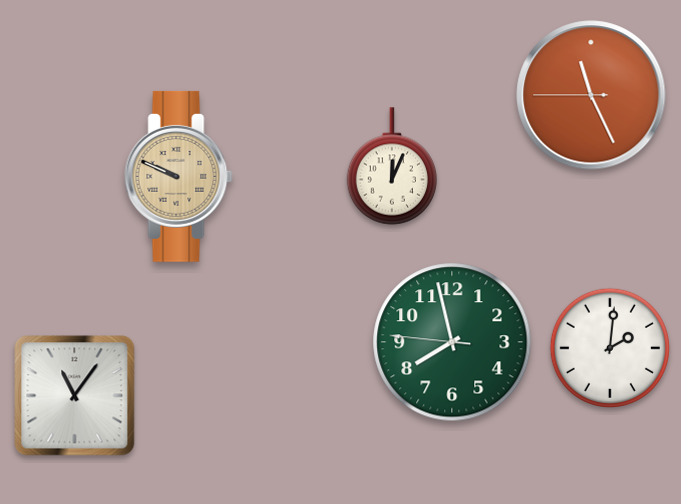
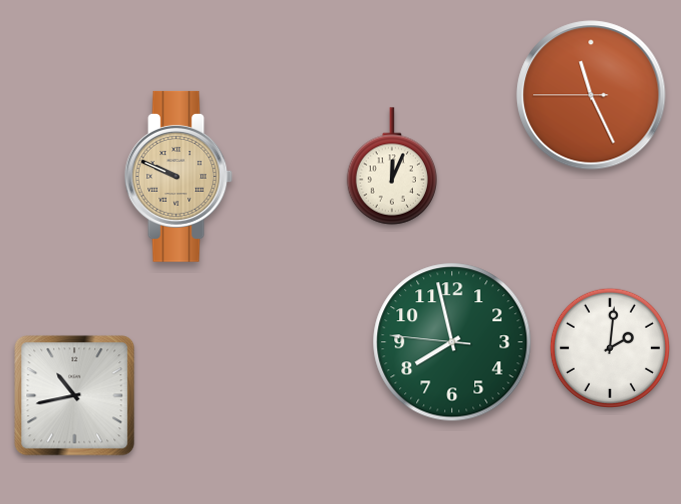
clock at (75, 396): 11:06 -> 10:43
